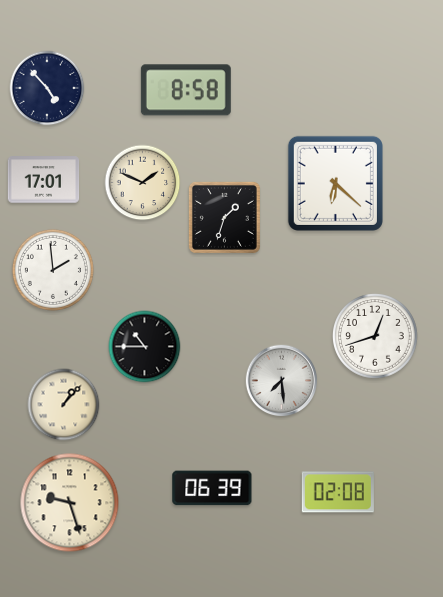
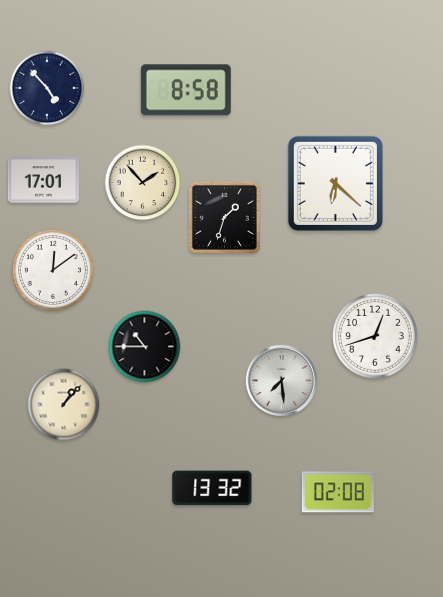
clock at (143, 183): 1:49 -> 1:53
clock at (53, 270): 1:59 -> 12:09
clock at (212, 488): 06:39 -> 13:32
clock at (70, 503): 9:27 -> none
